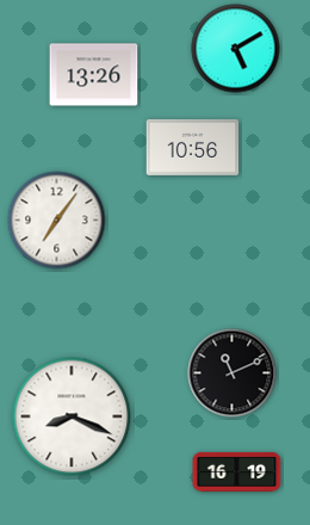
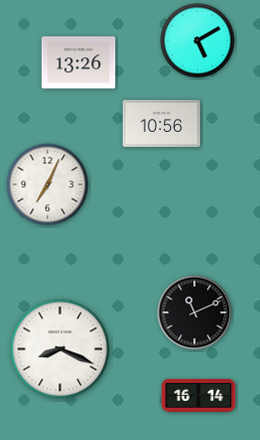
clock at (57, 221): 7:06 -> 7:04
clock at (237, 472): 16:19 -> 16:14
